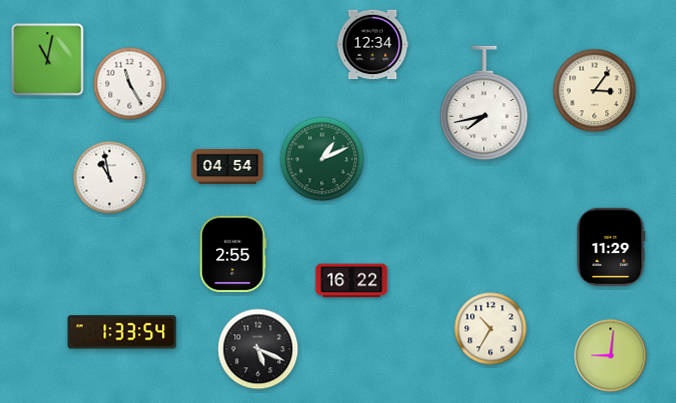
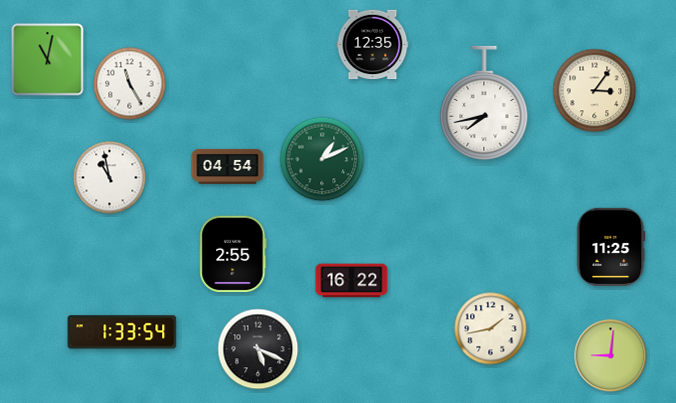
clock at (373, 45): 12:34 -> 12:35
clock at (611, 247): 11:29 -> 11:25
clock at (491, 329): 10:35 -> 1:43
